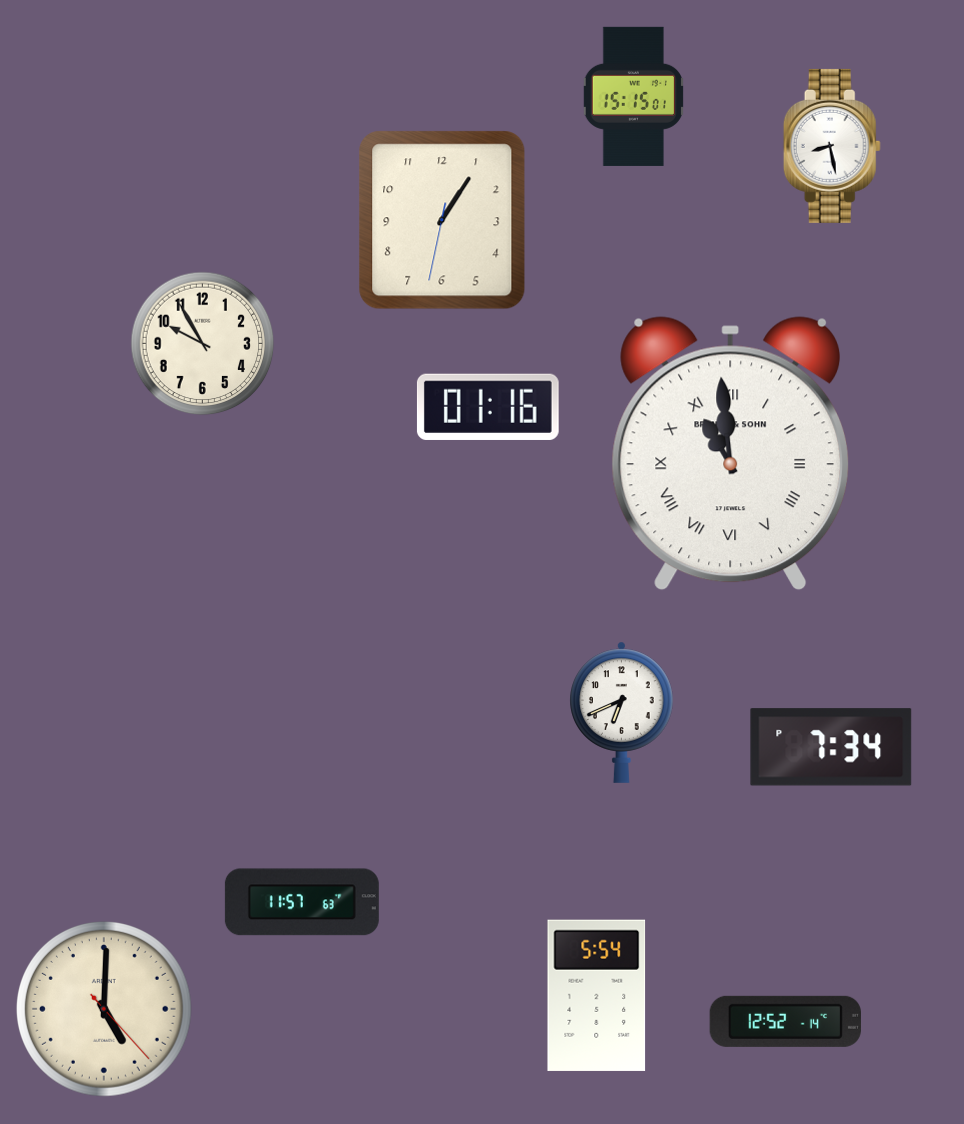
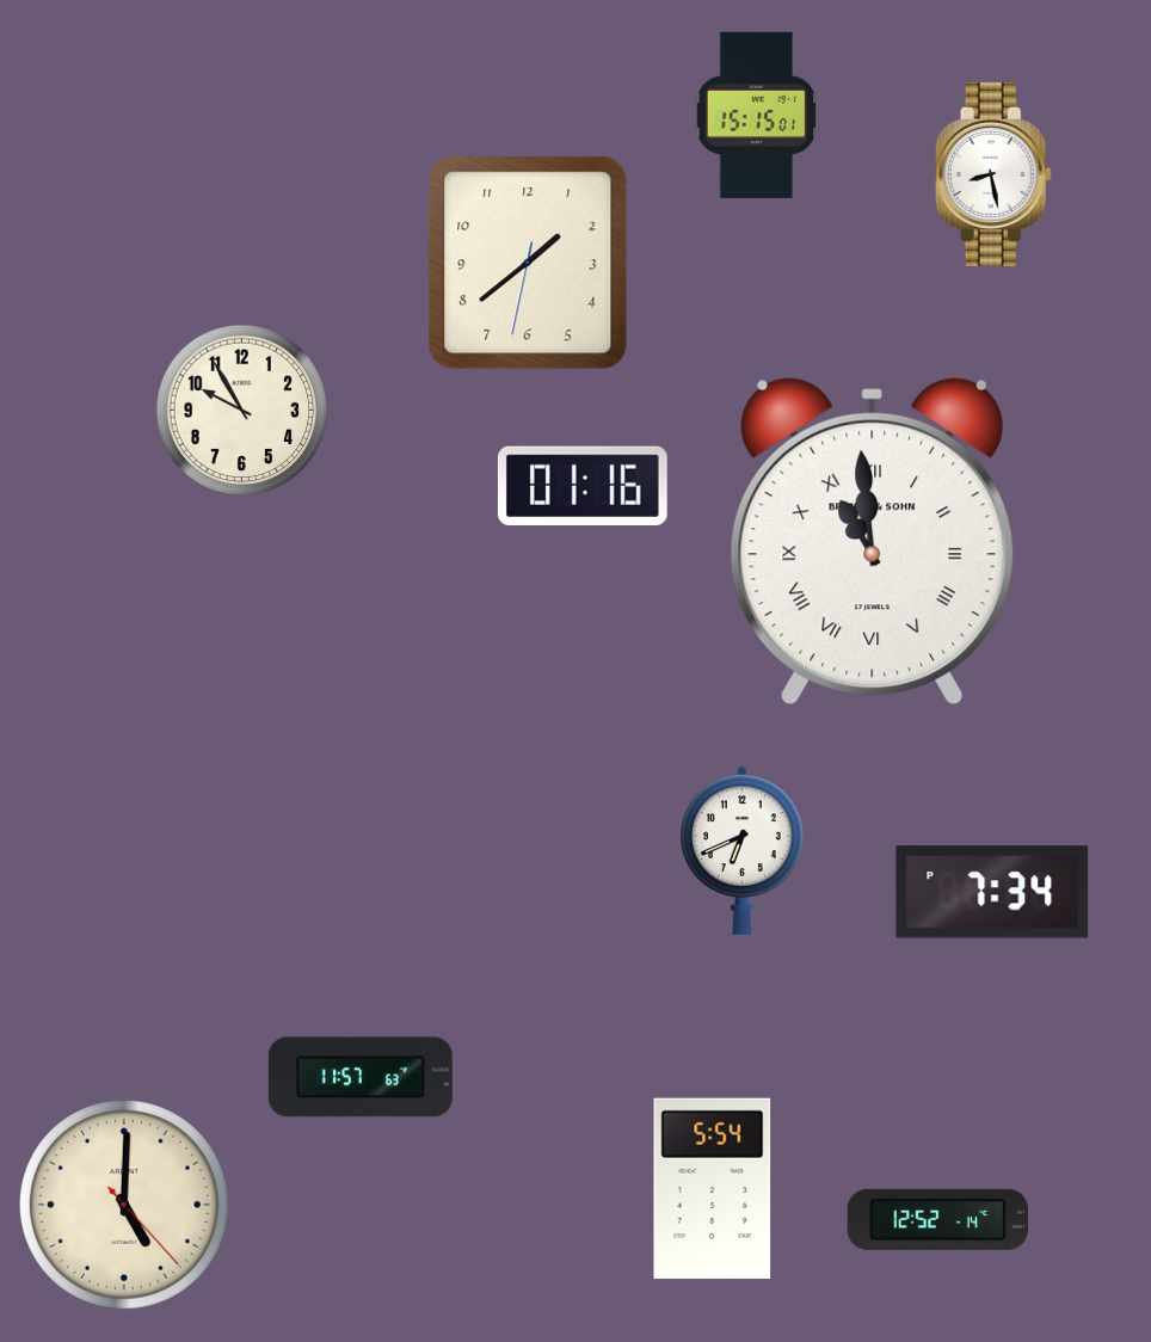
clock at (442, 220): 1:05 -> 1:38
